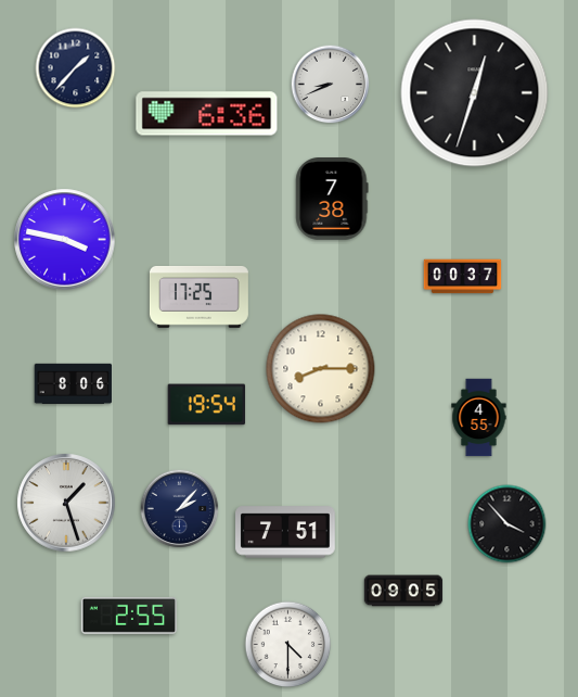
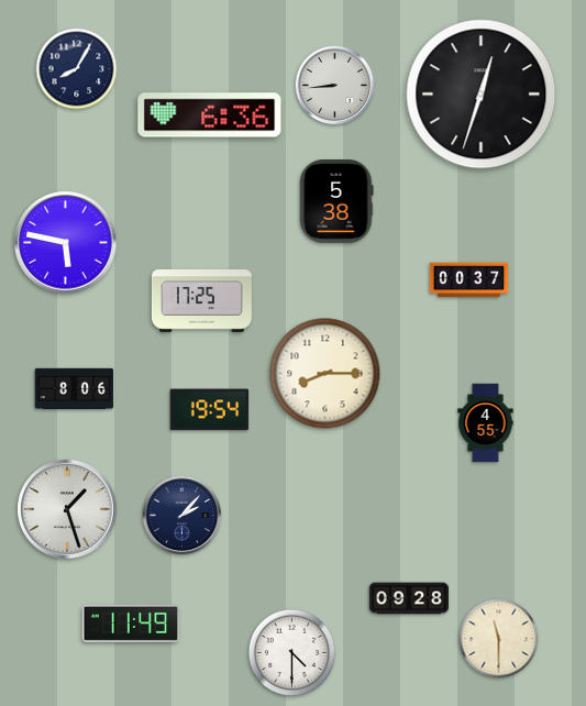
clock at (76, 68): 1:37 -> 8:05
clock at (331, 85): 8:41 -> 8:44
clock at (332, 200): 7:38 -> 5:38
clock at (65, 240): 3:47 -> 5:47
clock at (508, 524): 3:53 -> none
clock at (286, 532): 7:51 -> none
clock at (403, 591): 09:05 -> 09:28
clock at (129, 616): 2:55 -> 11:49
clock at (499, 639): none -> 11:30
